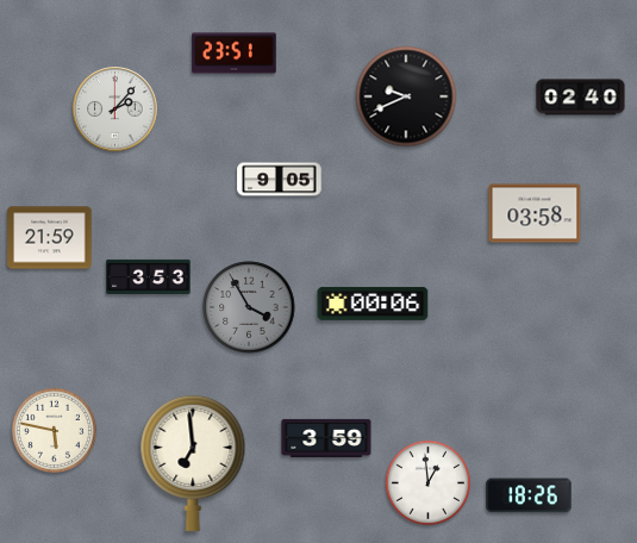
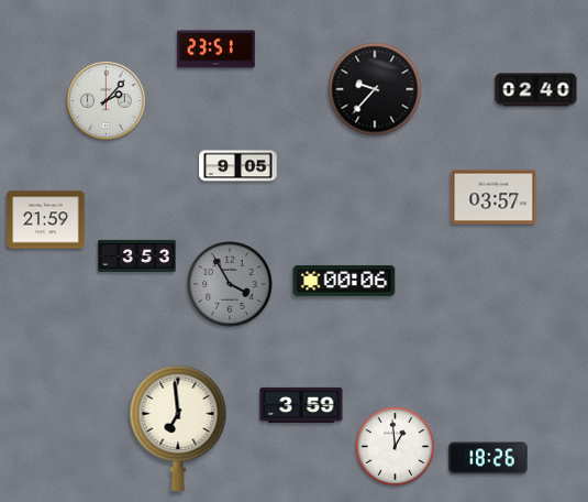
clock at (406, 96): 9:41 -> 9:37
clock at (280, 180) position: (280, 180) -> (238, 166)
clock at (535, 213): 03:58 -> 03:57
clock at (54, 430): 5:47 -> none
